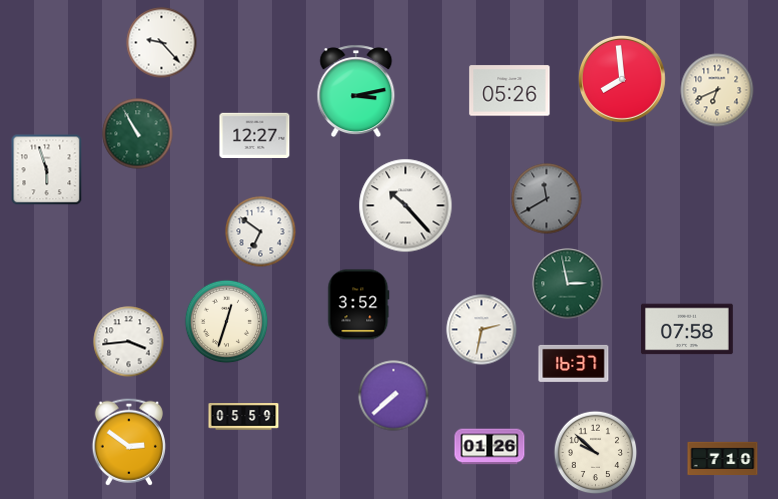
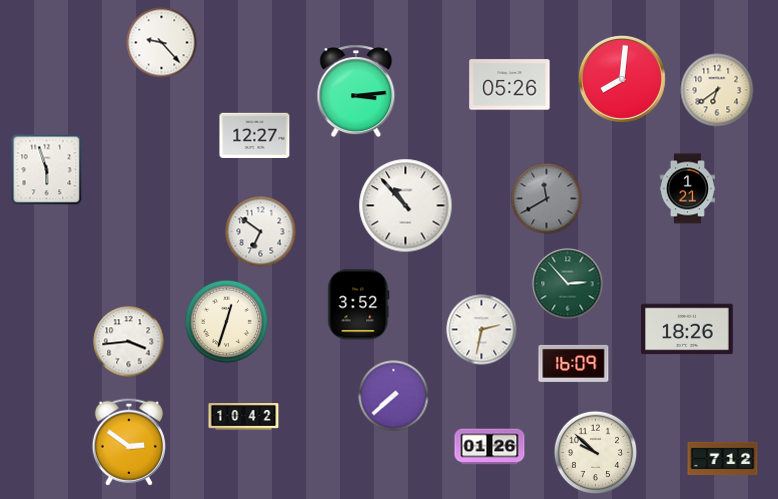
clock at (622, 79): 7:59 -> 8:01
clock at (717, 90): 6:41 -> 6:39
clock at (356, 91): 3:13 -> 3:14
clock at (510, 91) position: (510, 91) -> (510, 85)
clock at (138, 134): 10:55 -> none
clock at (687, 189): none -> 1:21
clock at (406, 206): 10:23 -> 10:53
clock at (568, 284): 2:58 -> 2:53
clock at (688, 329): 07:58 -> 18:26
clock at (574, 363): 16:37 -> 16:09
clock at (244, 417): 05:59 -> 10:42
clock at (723, 459): 7:10 -> 7:12
